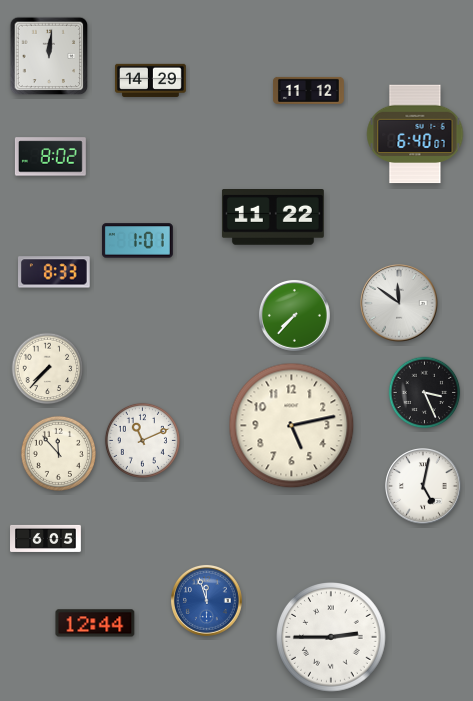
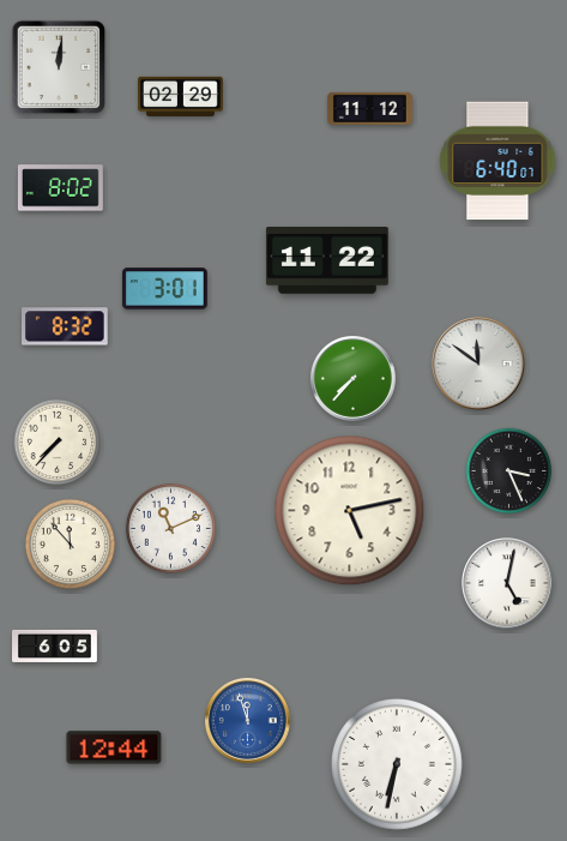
clock at (150, 80): 14:29 -> 02:29
clock at (137, 241): 1:01 -> 3:01
clock at (55, 272): 8:33 -> 8:32
clock at (332, 638): 2:45 -> 6:32
